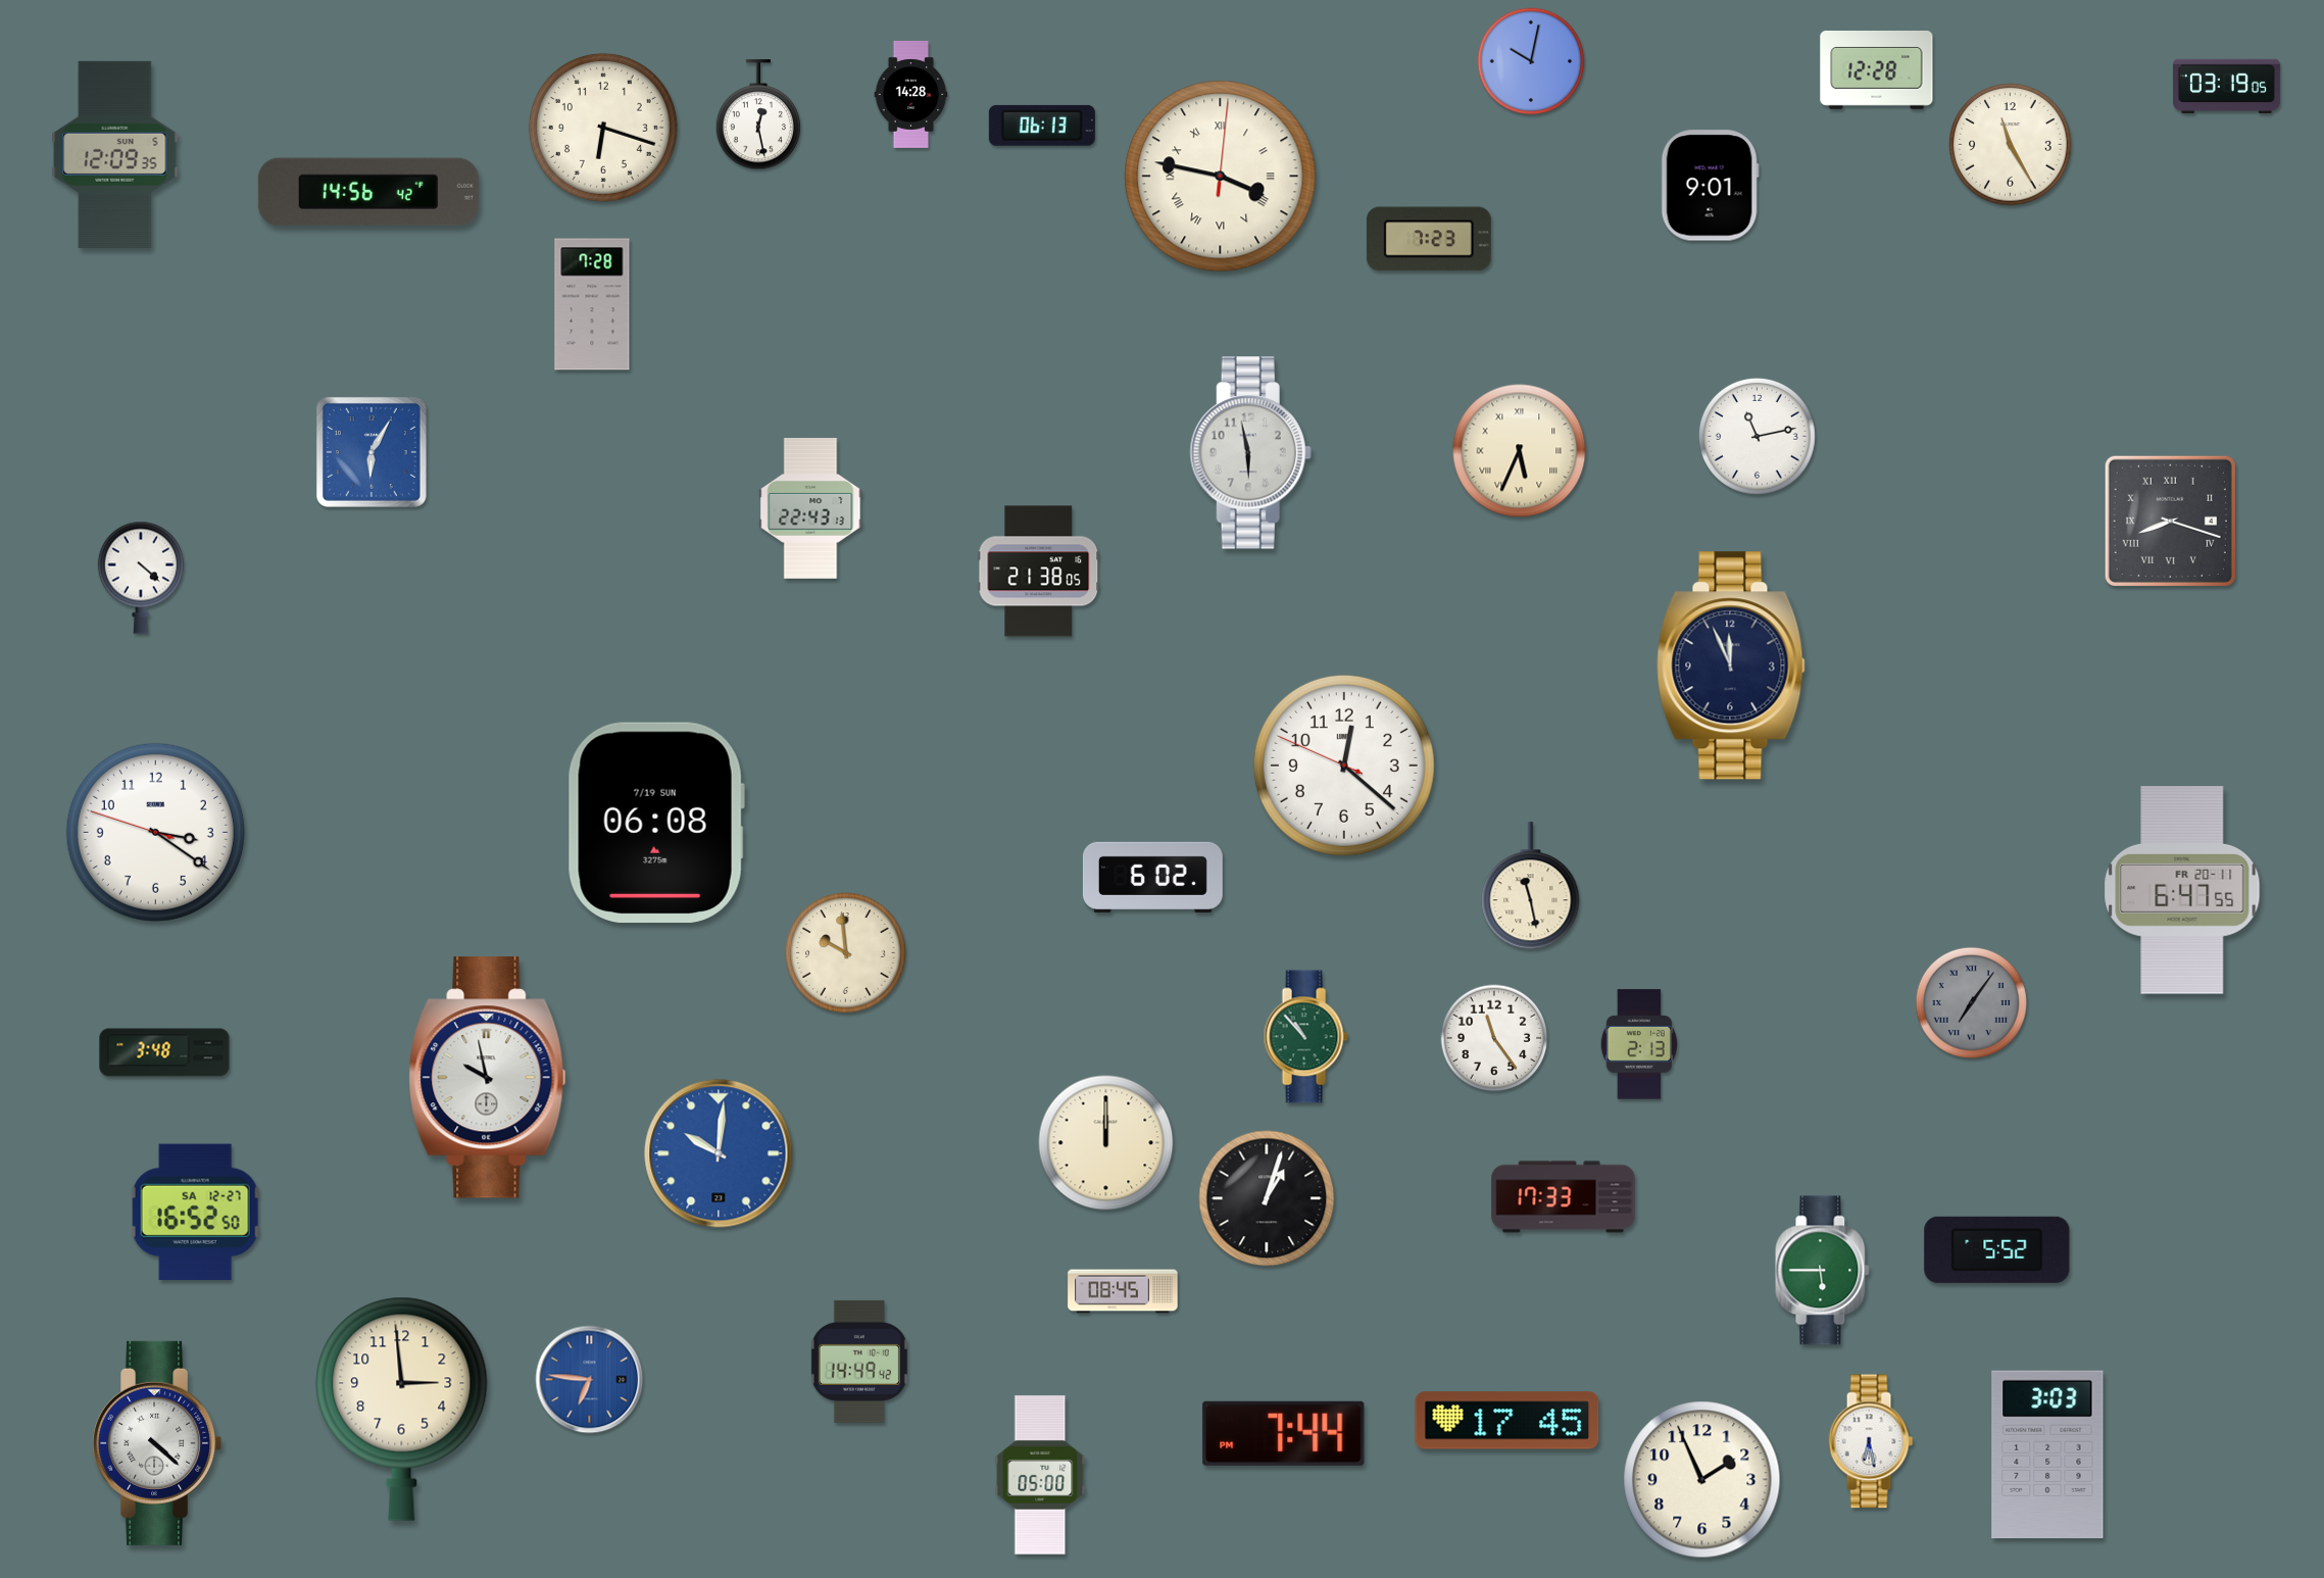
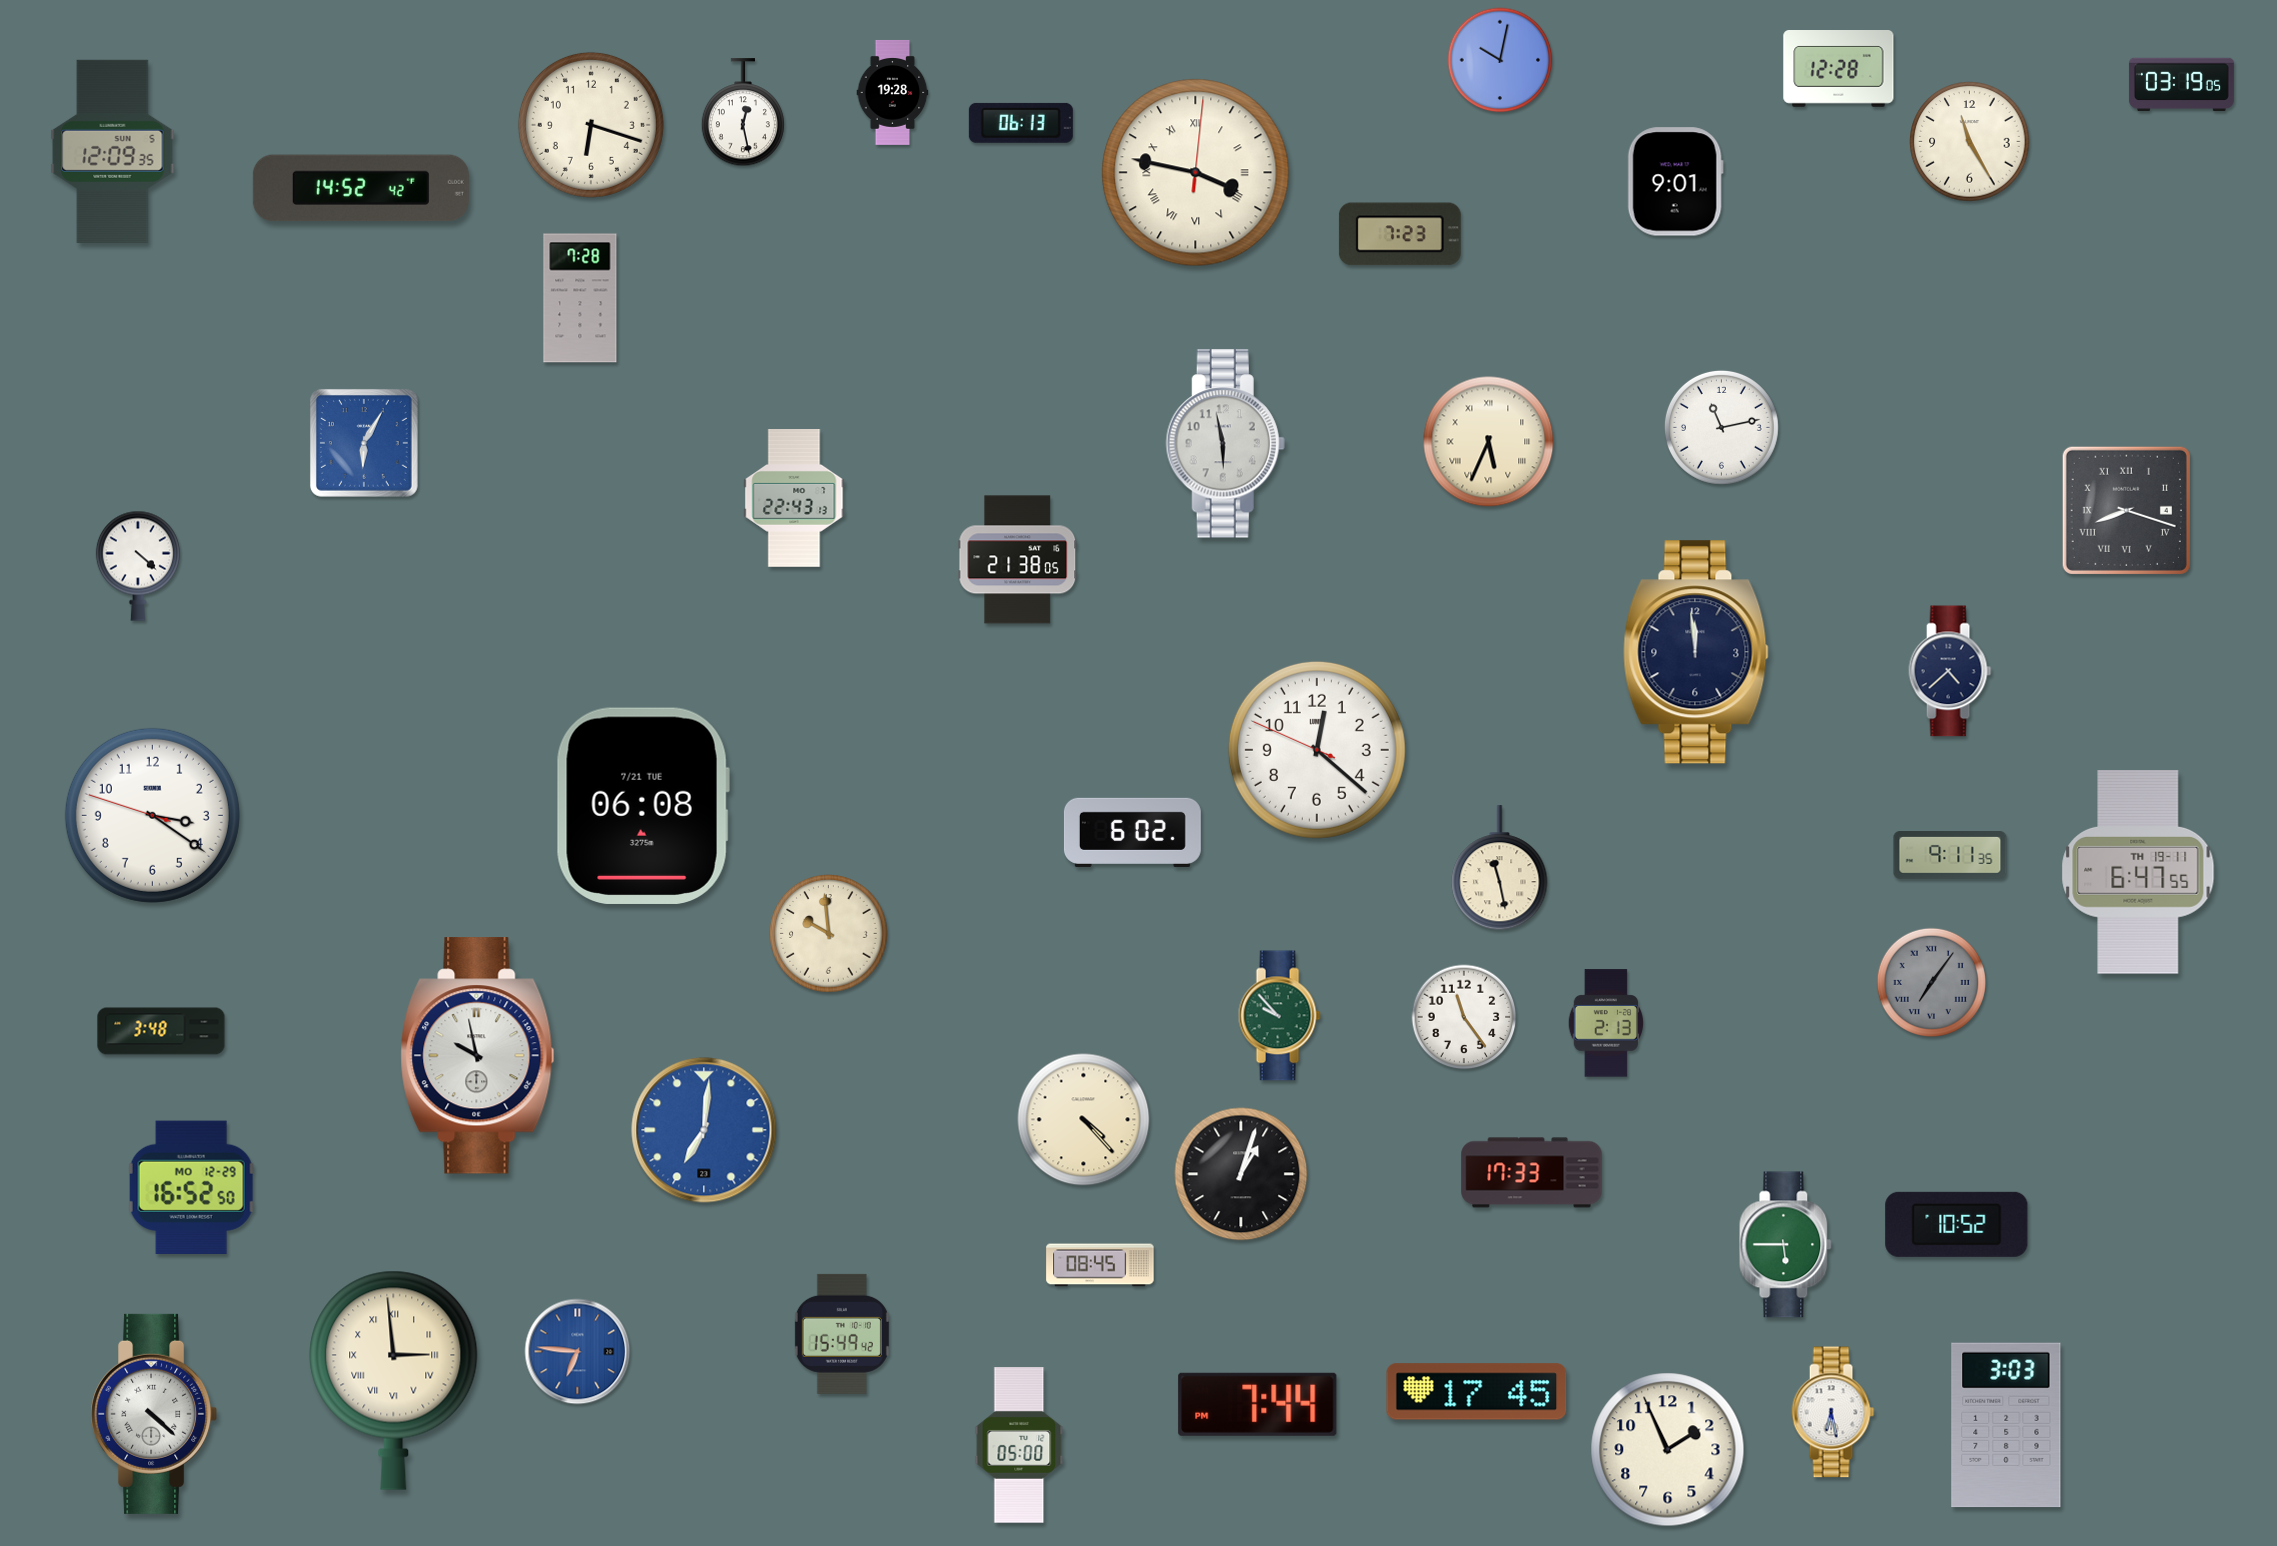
clock at (911, 94): 14:28 -> 19:28
clock at (368, 192): 14:56 -> 14:52
clock at (1731, 665): 11:56 -> 11:59
clock at (1950, 671): none -> 4:38
clock at (656, 823) date: 7/19 SUN -> 7/21 TUE
clock at (1950, 856): none -> 9:11
clock at (1152, 877) position: (1152, 877) -> (1132, 832)
clock at (2182, 890) date: FR 20-11 -> TH 19-11
clock at (1305, 1037): 10:53 -> 9:53
clock at (1106, 1143): 12:00 -> 4:23
clock at (719, 1153): 10:01 -> 7:01
clock at (195, 1212) date: SA 12-27 -> MO 12-29
clock at (1997, 1249): 5:52 -> 10:52
clock at (859, 1362): 14:49 -> 15:49
clock at (402, 1409) numerals: Arabic -> Roman
